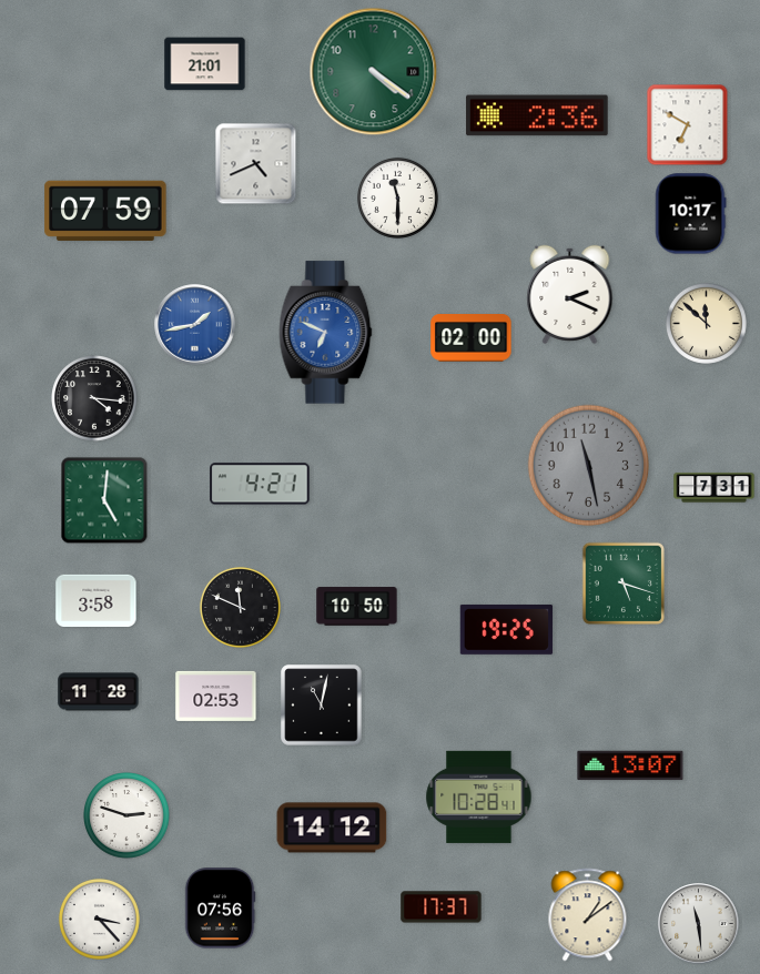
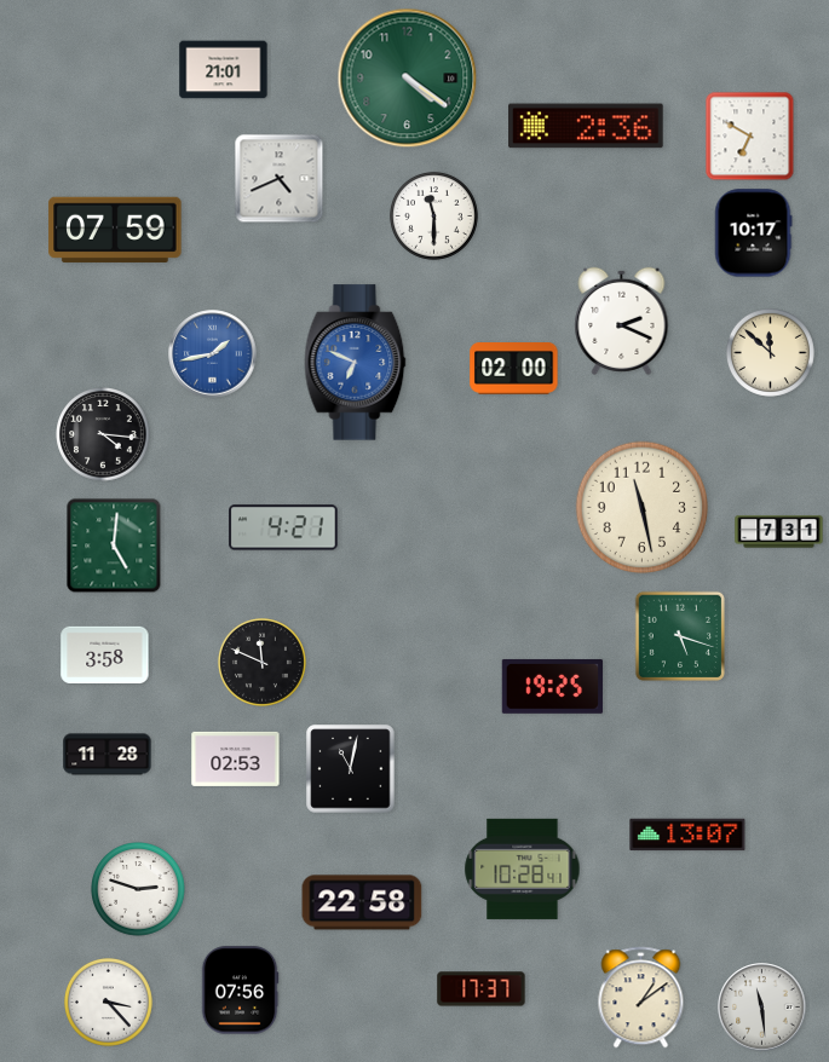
clock at (589, 466) dial: grey -> cream
clock at (357, 607): 10:50 -> none
clock at (332, 828): 14:12 -> 22:58
